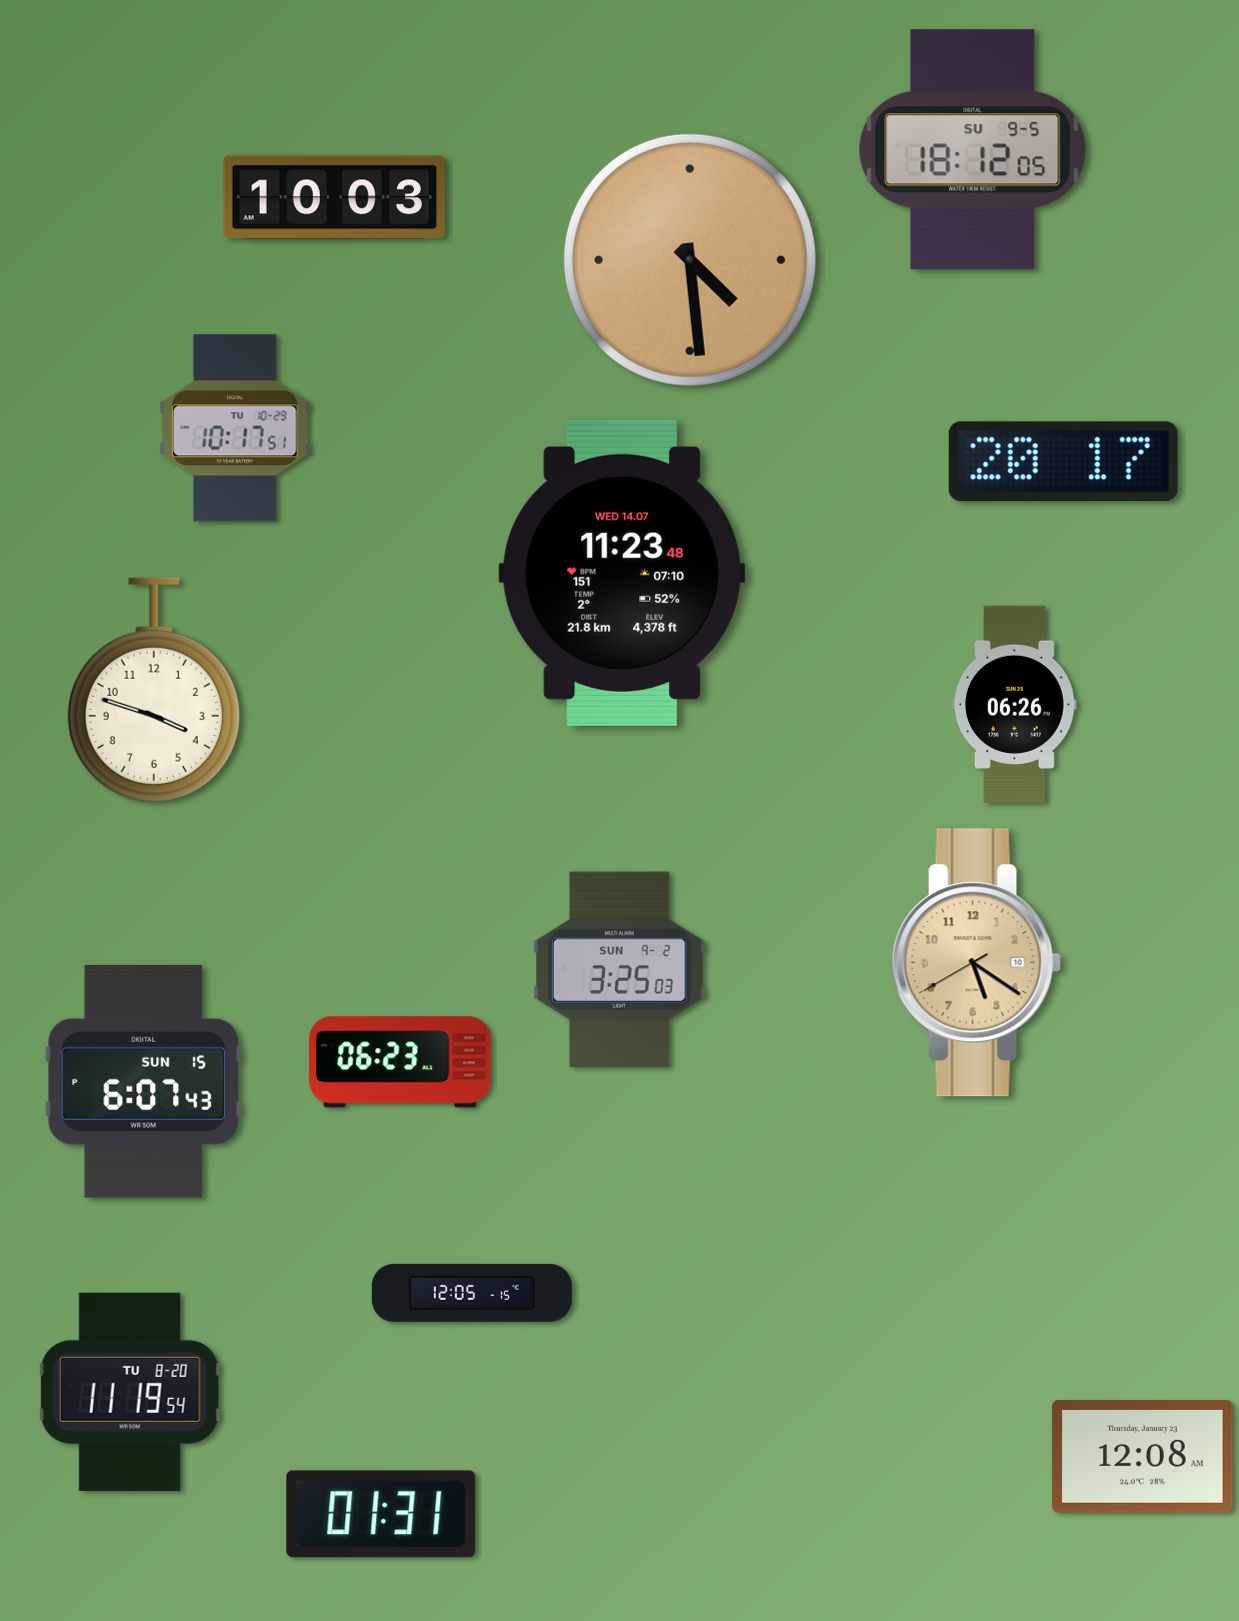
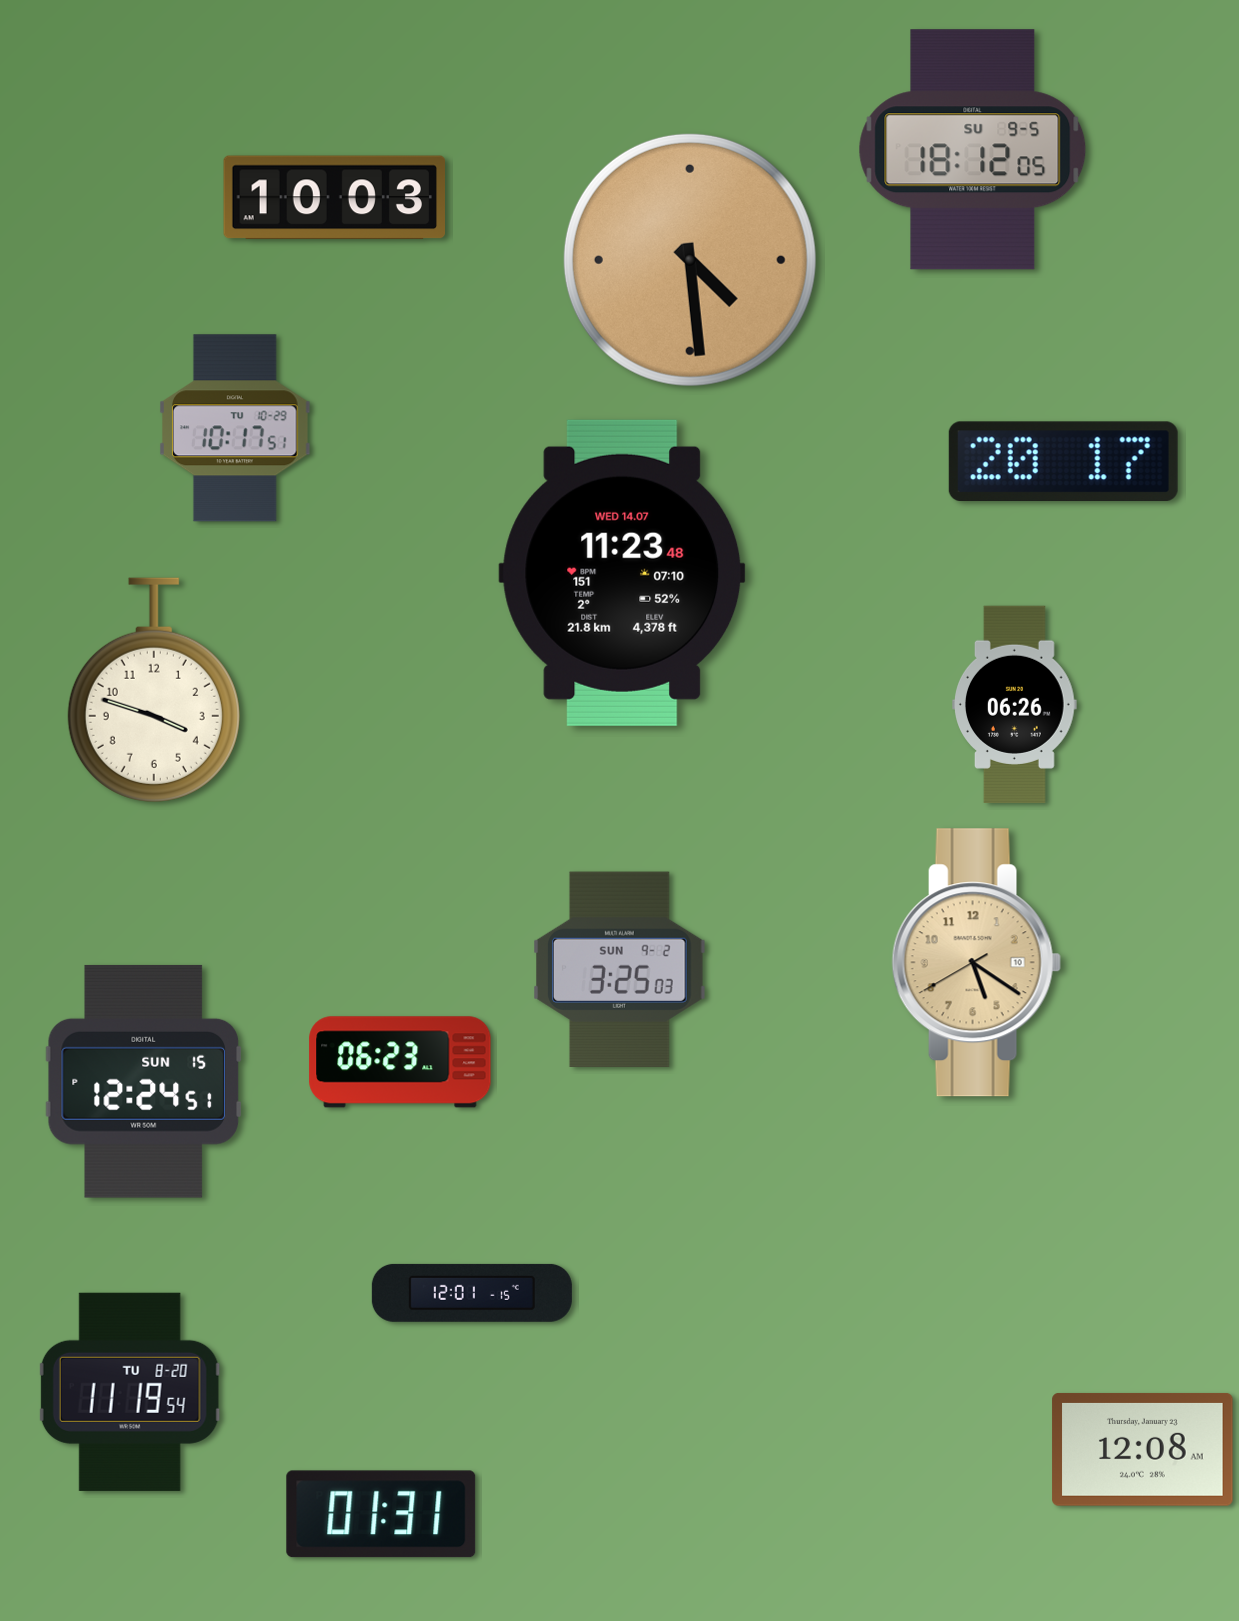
clock at (143, 1081): 6:07 -> 12:24
clock at (472, 1293): 12:05 -> 12:01
clock at (1143, 1456) position: (1143, 1456) -> (1143, 1449)
